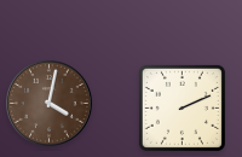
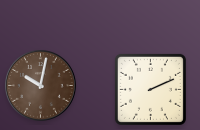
clock at (50, 104): 4:02 -> 10:02
